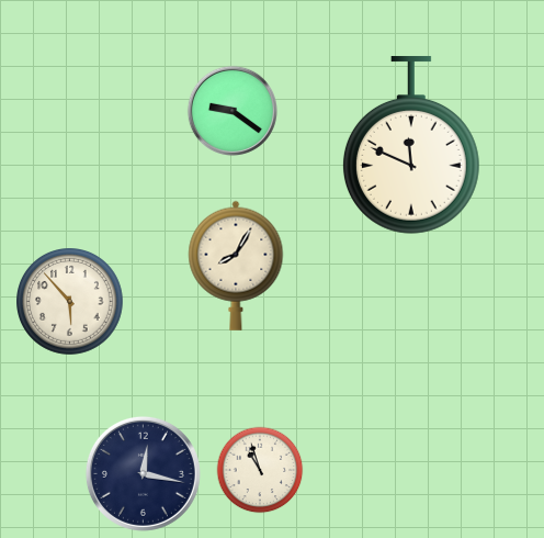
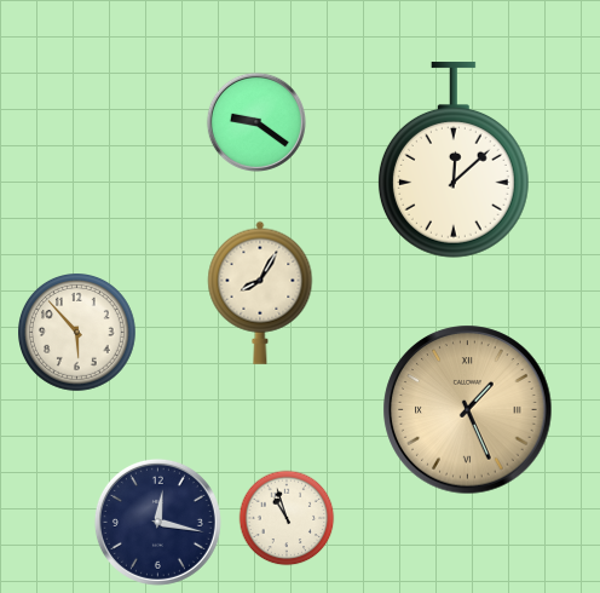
clock at (411, 145): 11:49 -> 12:08
clock at (468, 410): none -> 1:26
